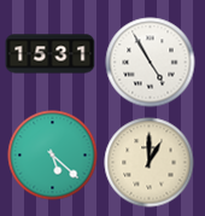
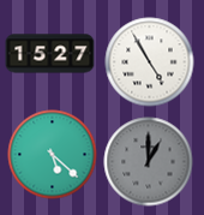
clock at (51, 54): 15:31 -> 15:27
clock at (150, 163) dial: cream -> grey
